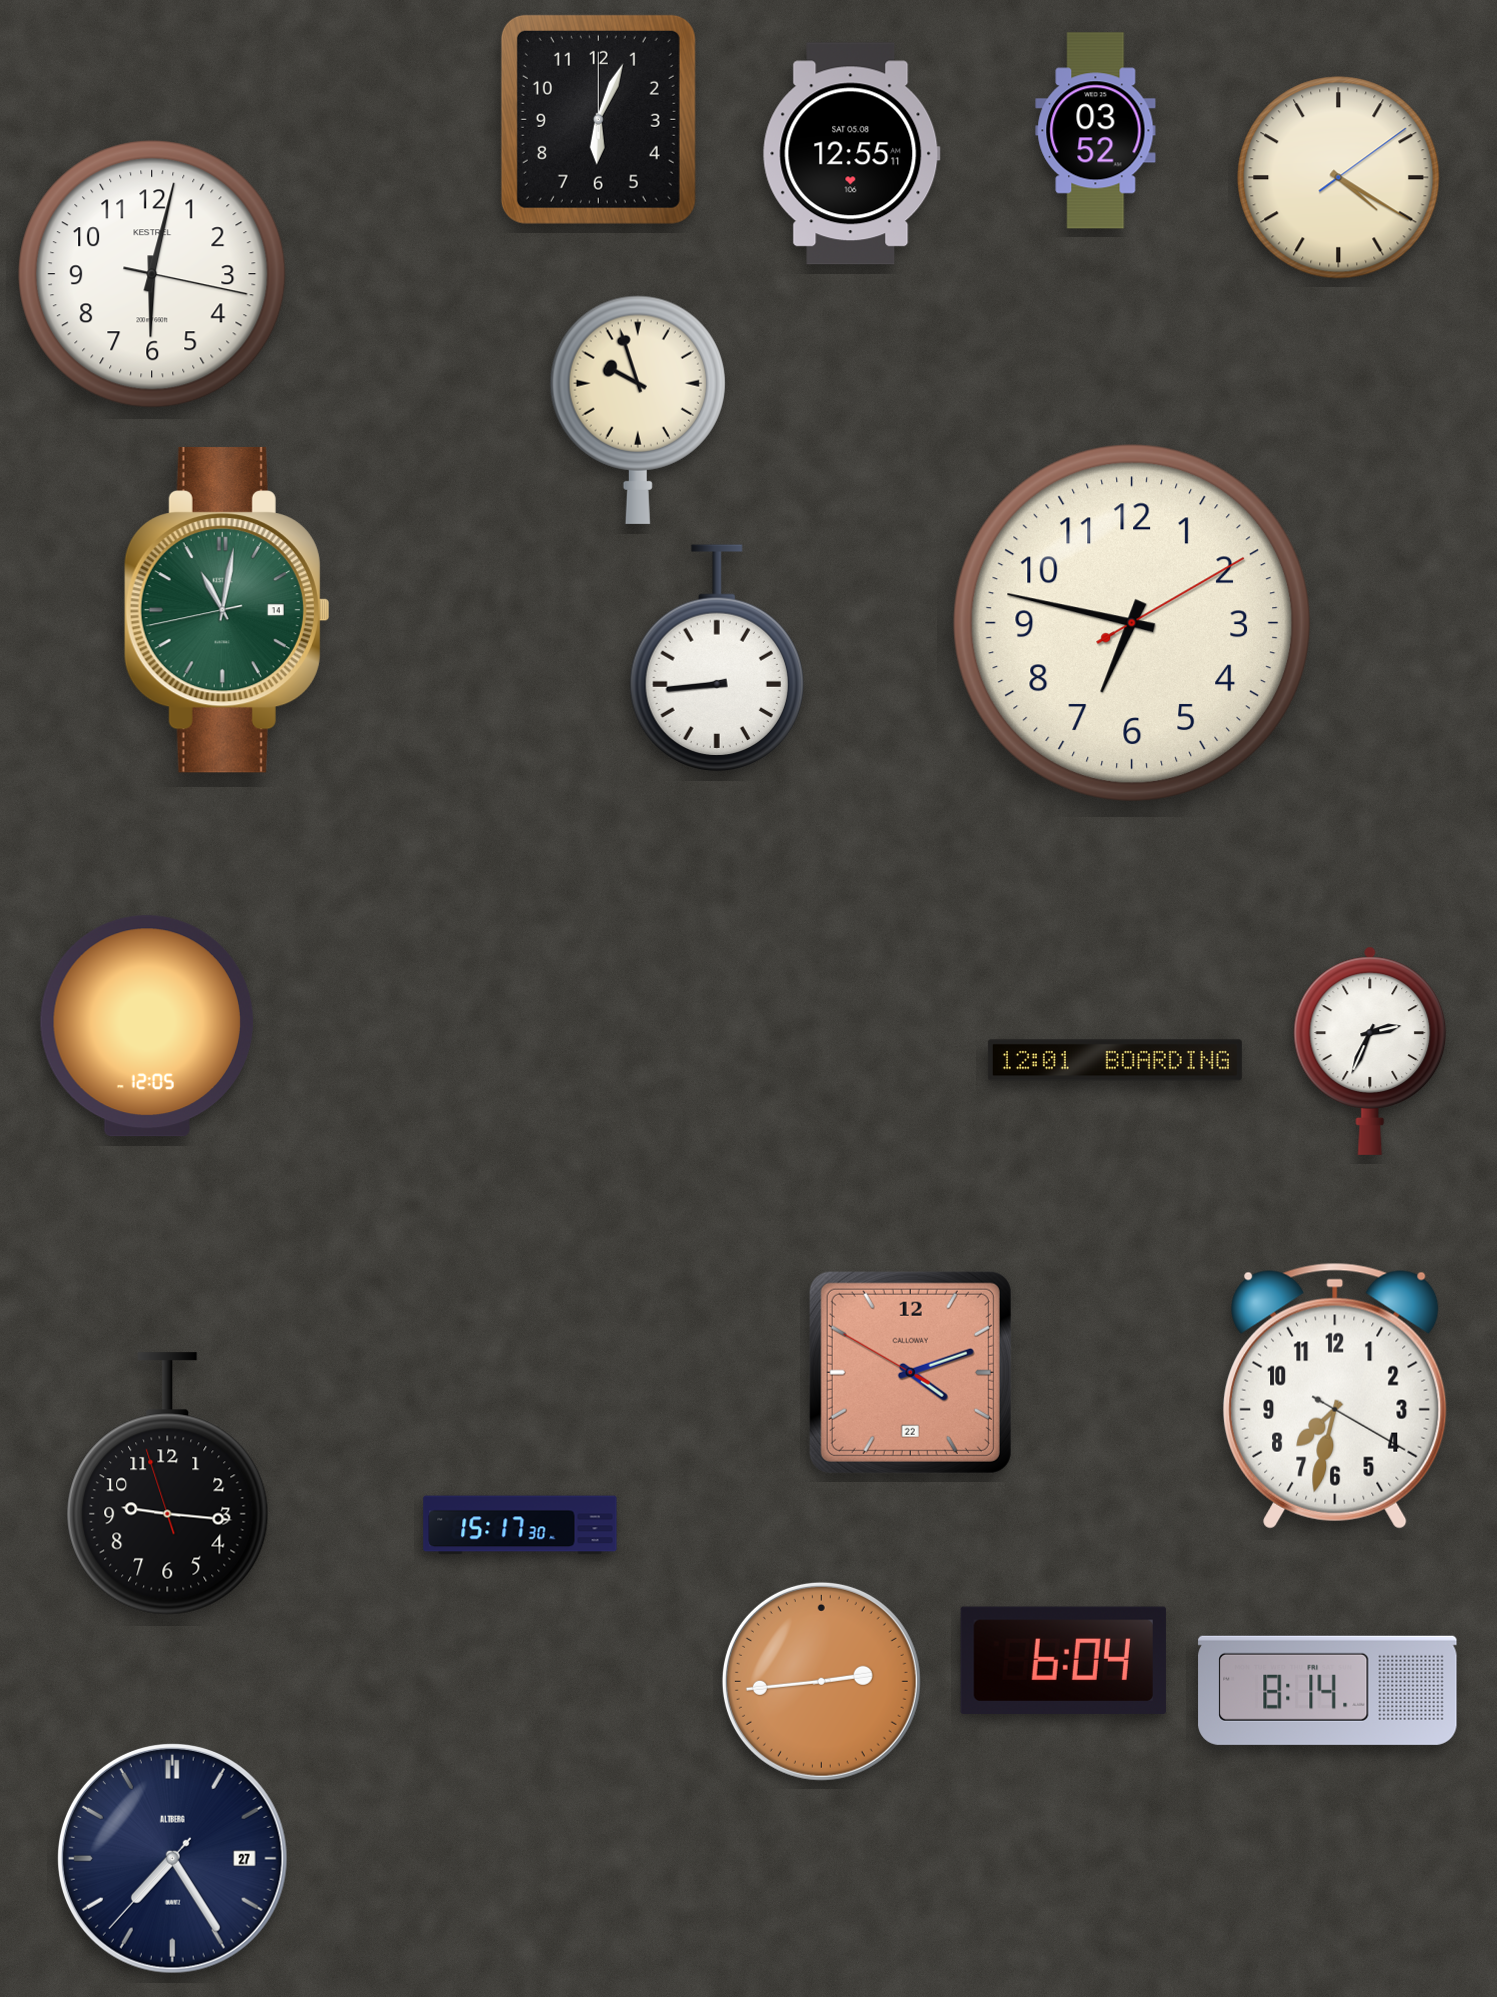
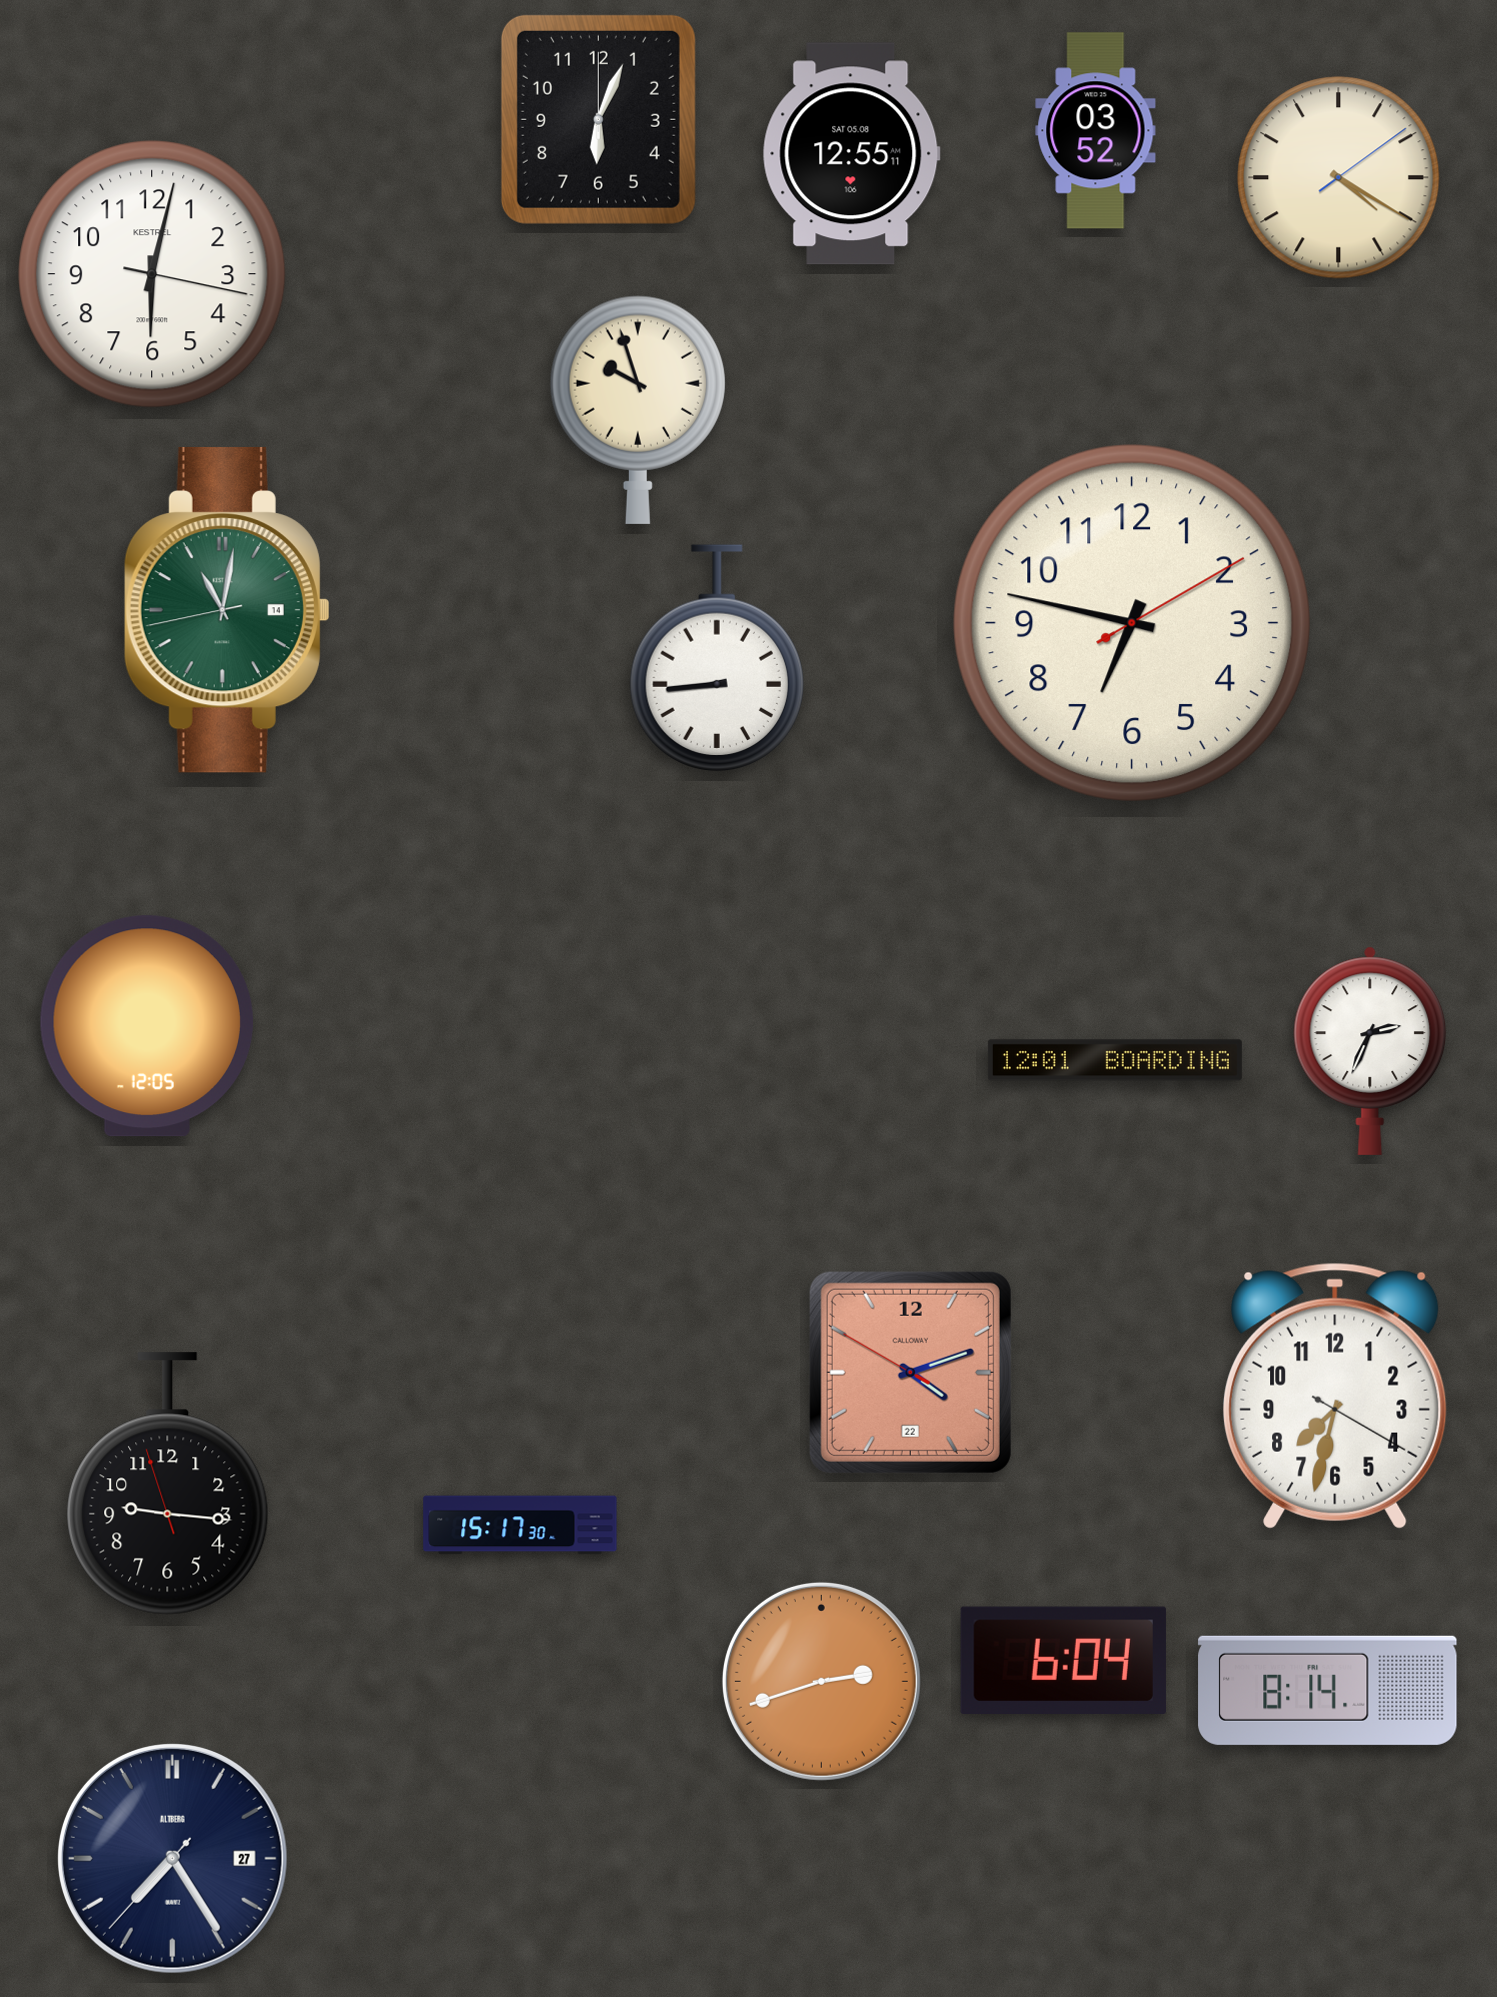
clock at (821, 1681): 2:44 -> 2:42
